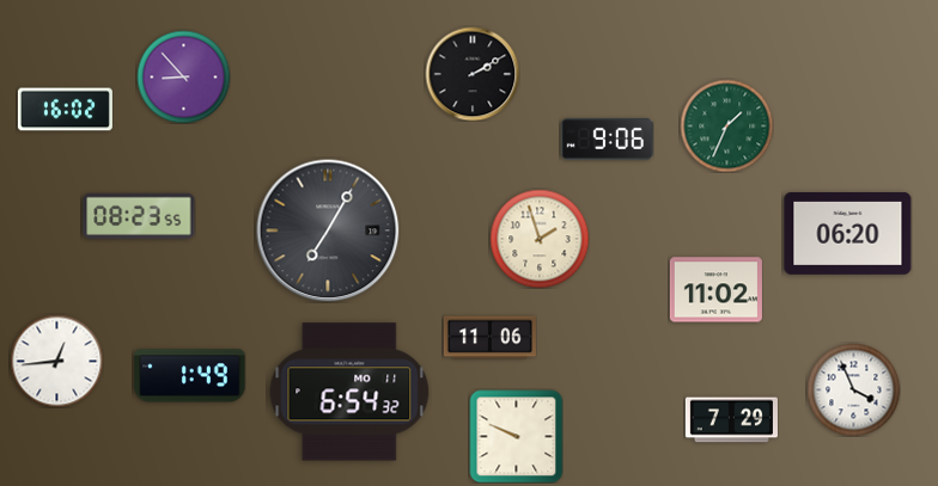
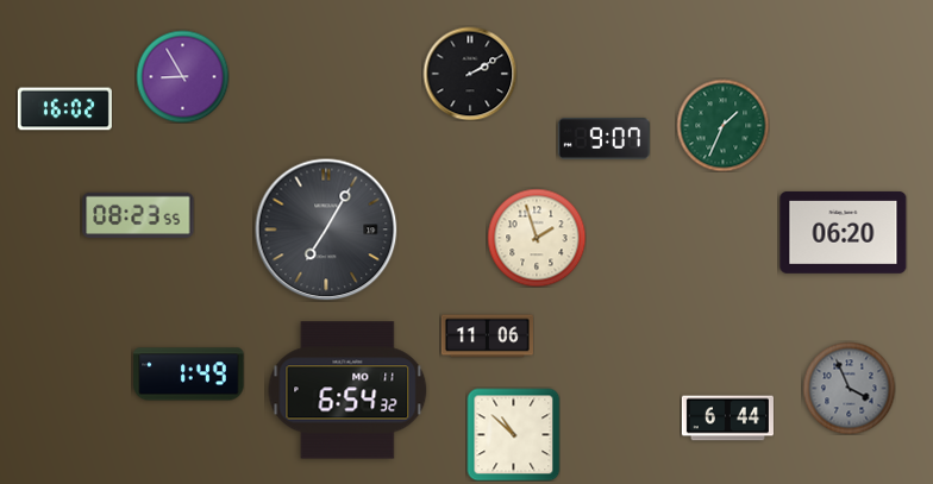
clock at (183, 76): 8:53 -> 8:55
clock at (607, 139): 9:06 -> 9:07
clock at (715, 290): 11:02 -> none
clock at (56, 361): 12:44 -> none
clock at (853, 389) dial: white -> grey
clock at (731, 420): 7:29 -> 6:44
clock at (516, 436): 9:49 -> 10:52
